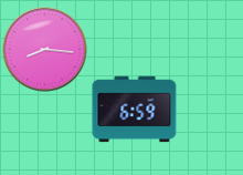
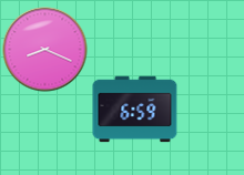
clock at (45, 50): 8:16 -> 8:19
